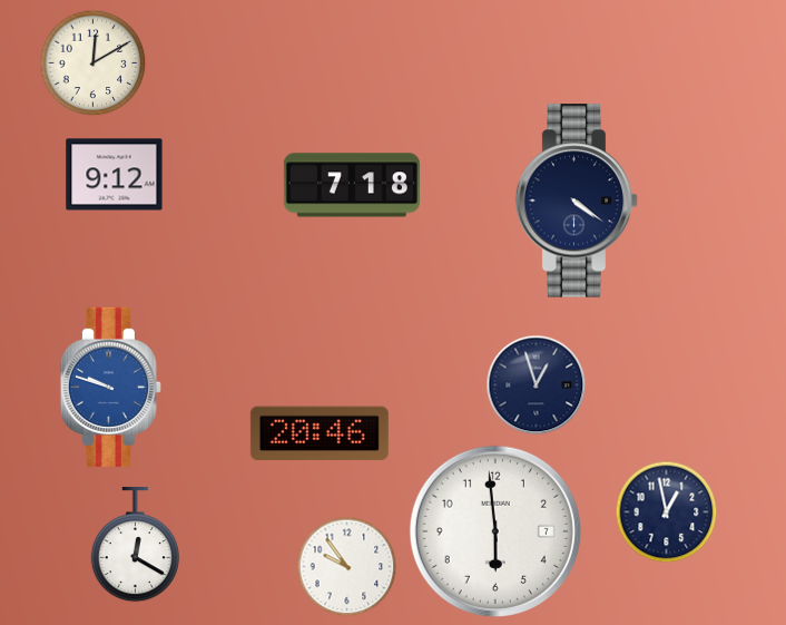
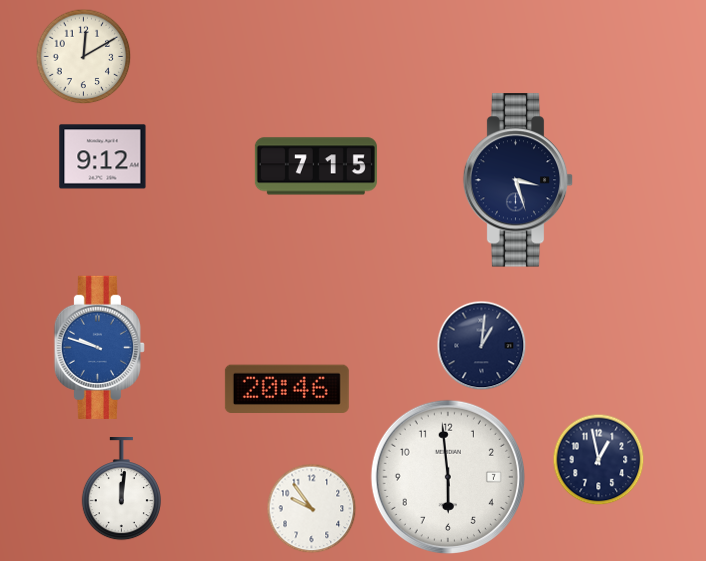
clock at (352, 185): 7:18 -> 7:15
clock at (577, 201): 4:21 -> 3:27
clock at (537, 385): 12:57 -> 1:01
clock at (495, 531) position: (495, 531) -> (448, 477)
clock at (135, 546): 12:20 -> 12:01
